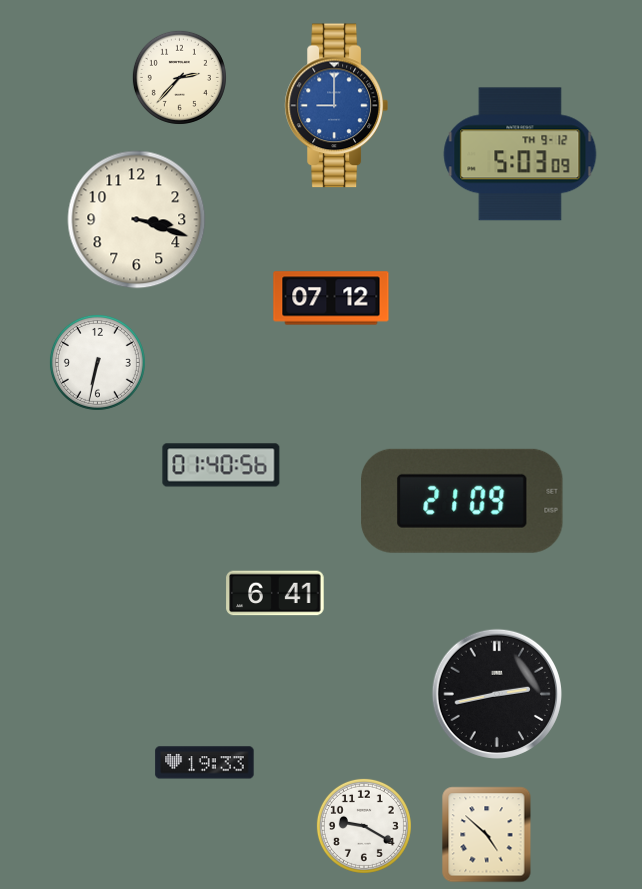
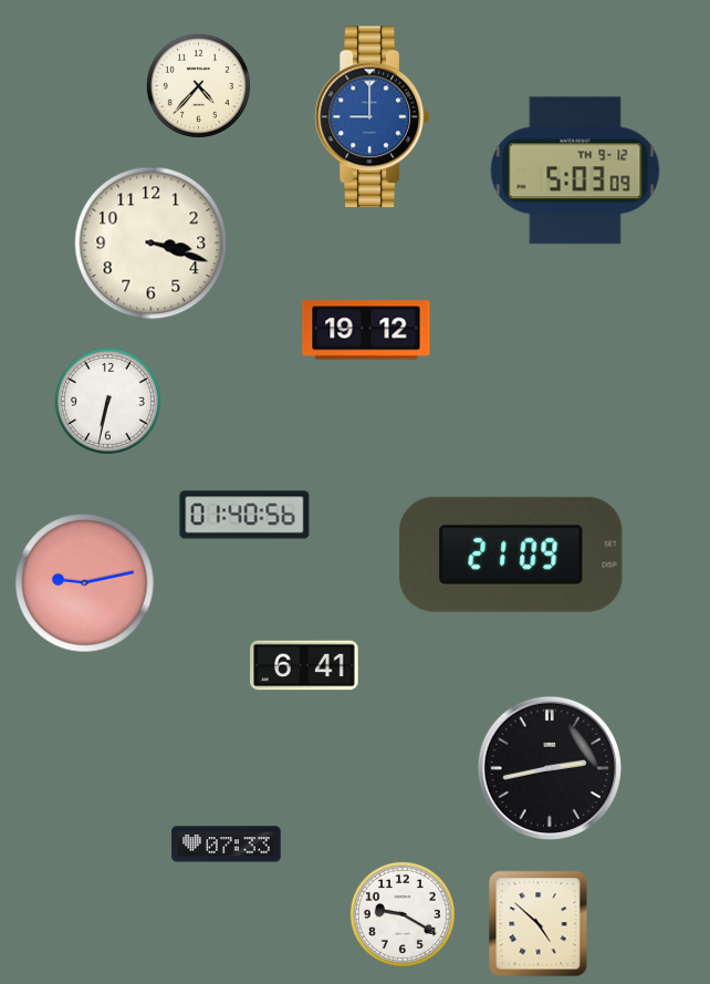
clock at (179, 77): 2:37 -> 4:37
clock at (331, 298): 07:12 -> 19:12
clock at (85, 583): none -> 9:13
clock at (275, 593) position: (275, 593) -> (304, 665)
clock at (205, 763): 19:33 -> 07:33
